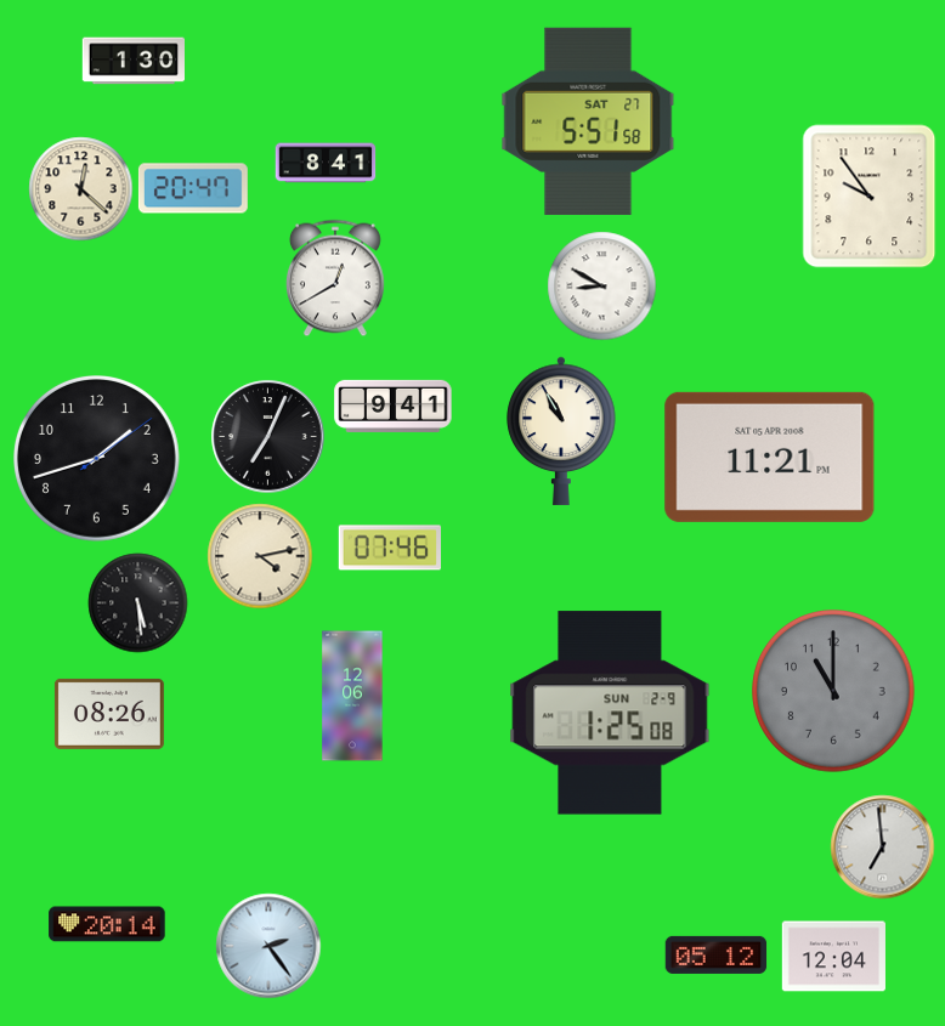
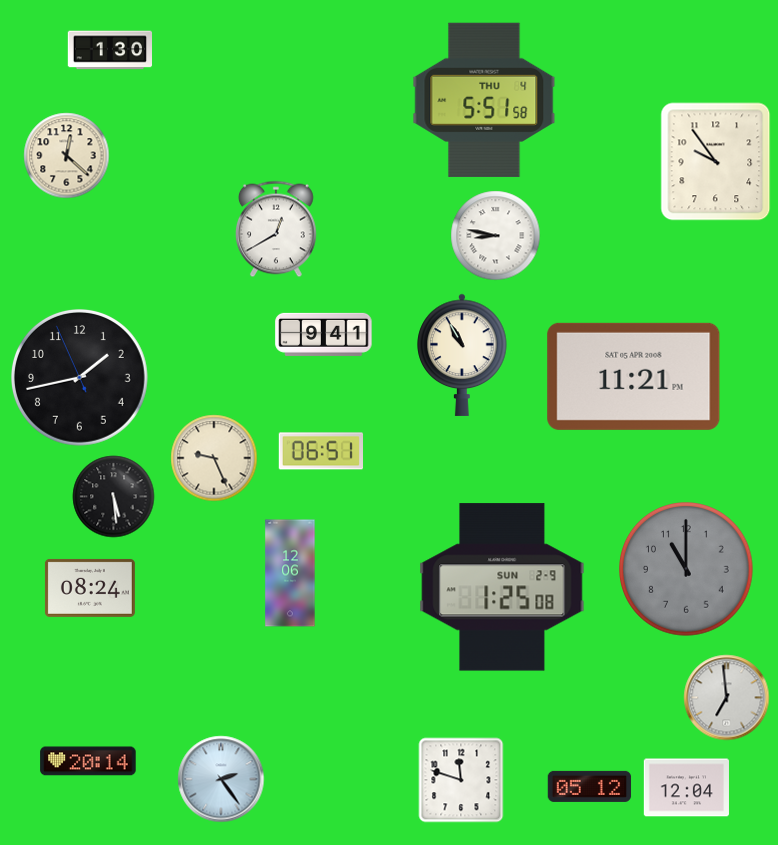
clock at (588, 121) date: SAT 27 -> THU 4
clock at (326, 163): 8:41 -> none
clock at (193, 188): 20:47 -> none
clock at (602, 287): 8:50 -> 8:47
clock at (268, 437): 7:04 -> none
clock at (97, 459): 1:42:09 -> 1:42:56
clock at (389, 548): 07:46 -> 06:51
clock at (260, 556): 4:13 -> 9:26
clock at (109, 714): 08:26 -> 08:24
clock at (461, 780): none -> 11:48
